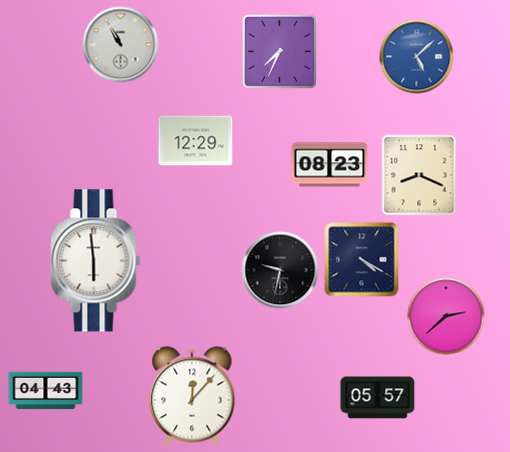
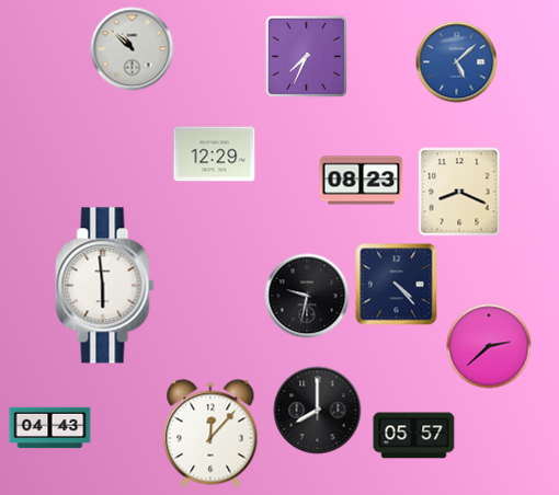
clock at (121, 45): 10:55 -> 10:52
clock at (362, 260): 4:20 -> 4:23
clock at (318, 411): none -> 8:00
